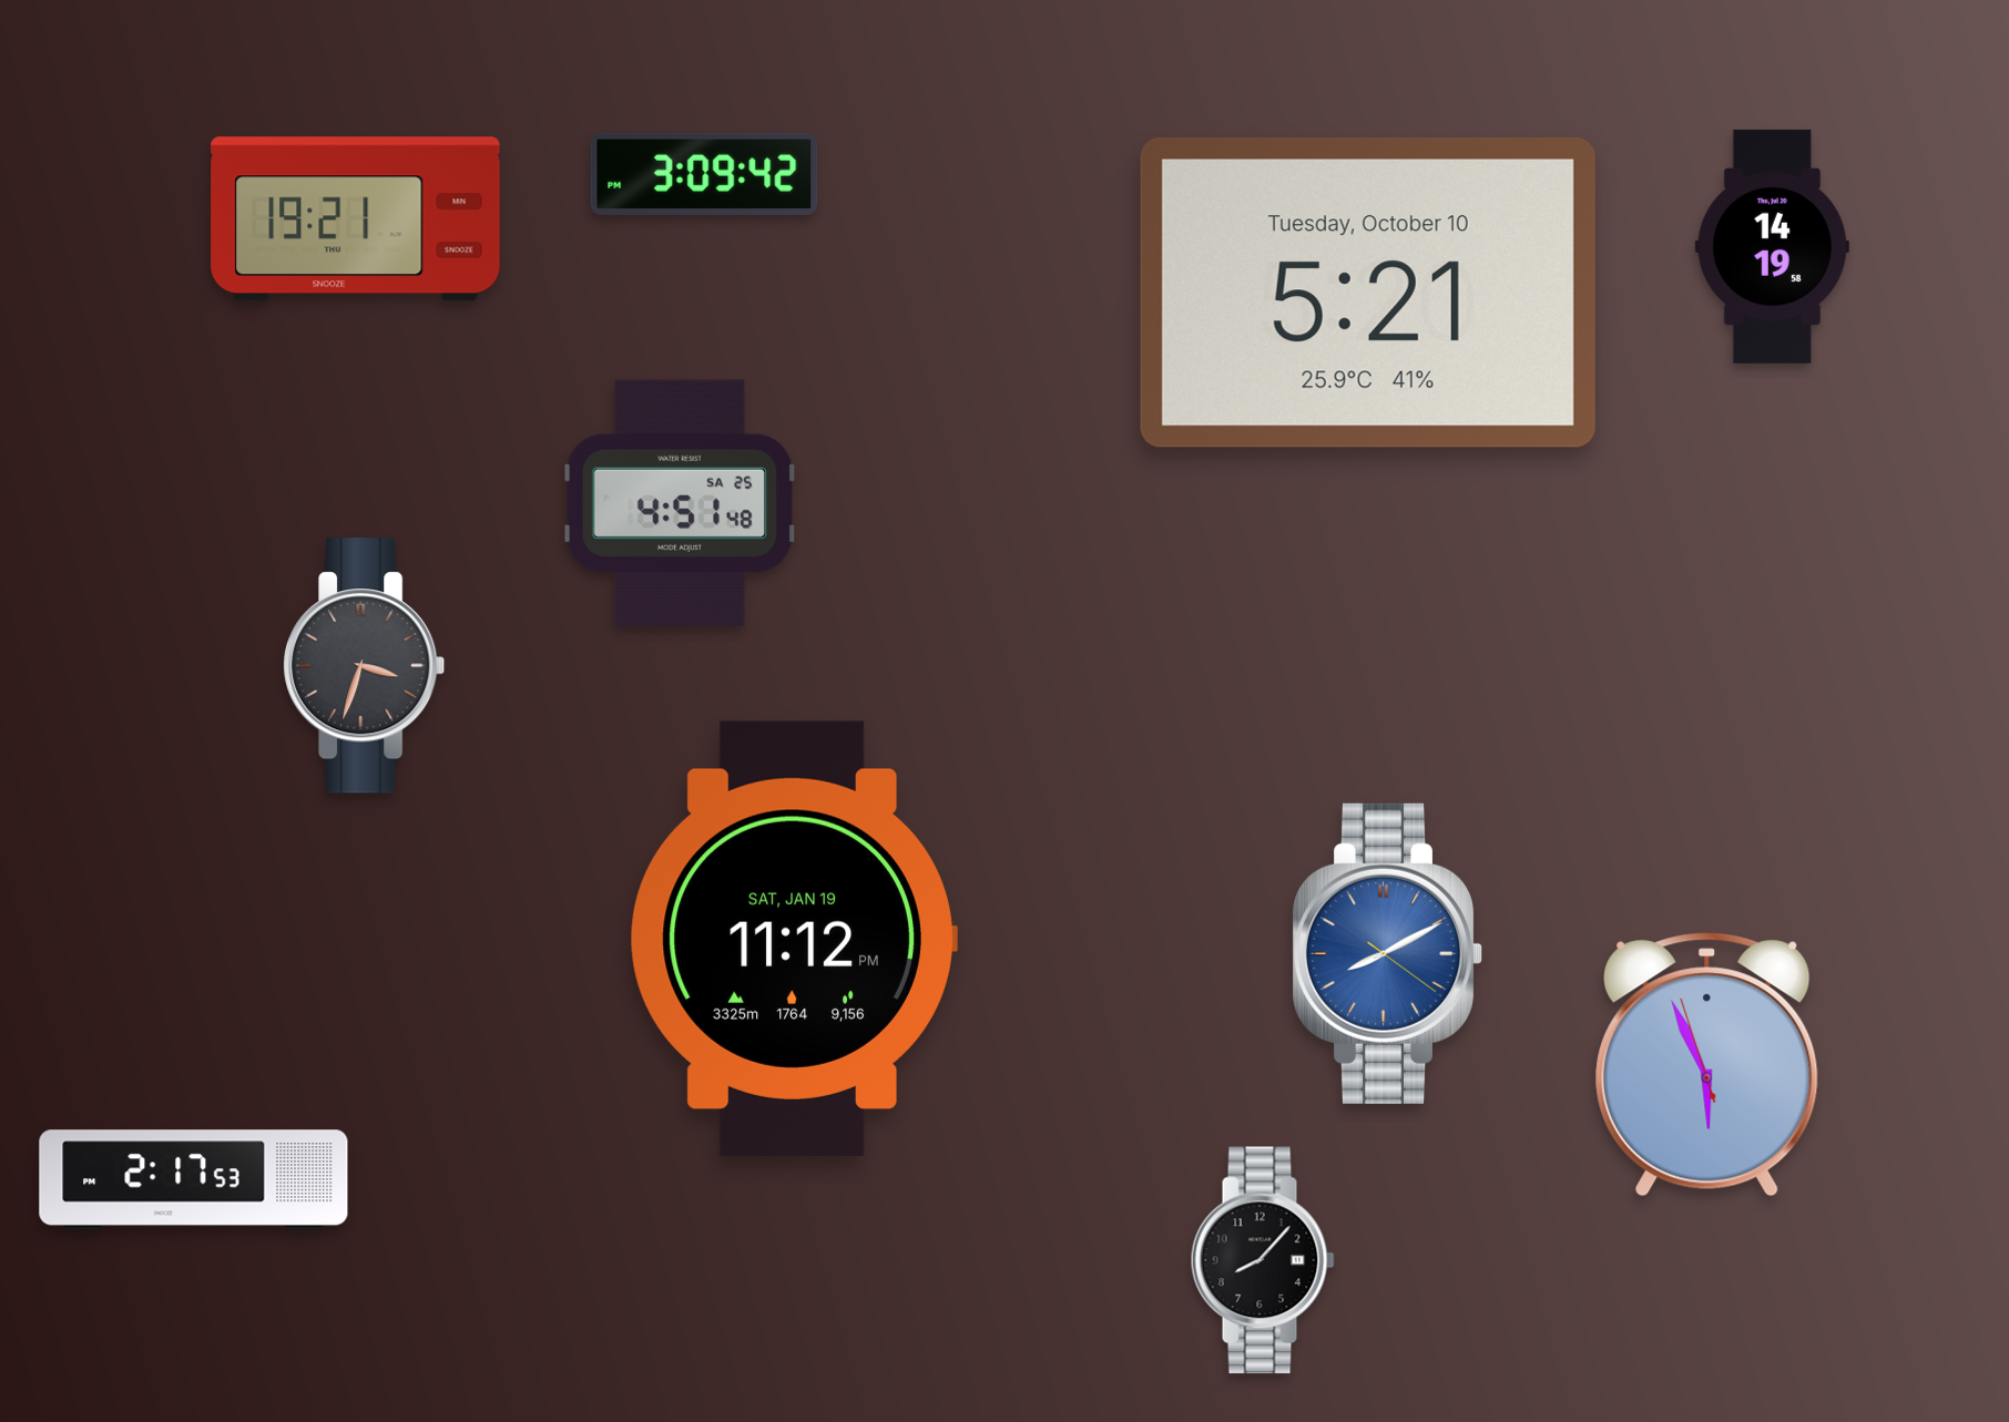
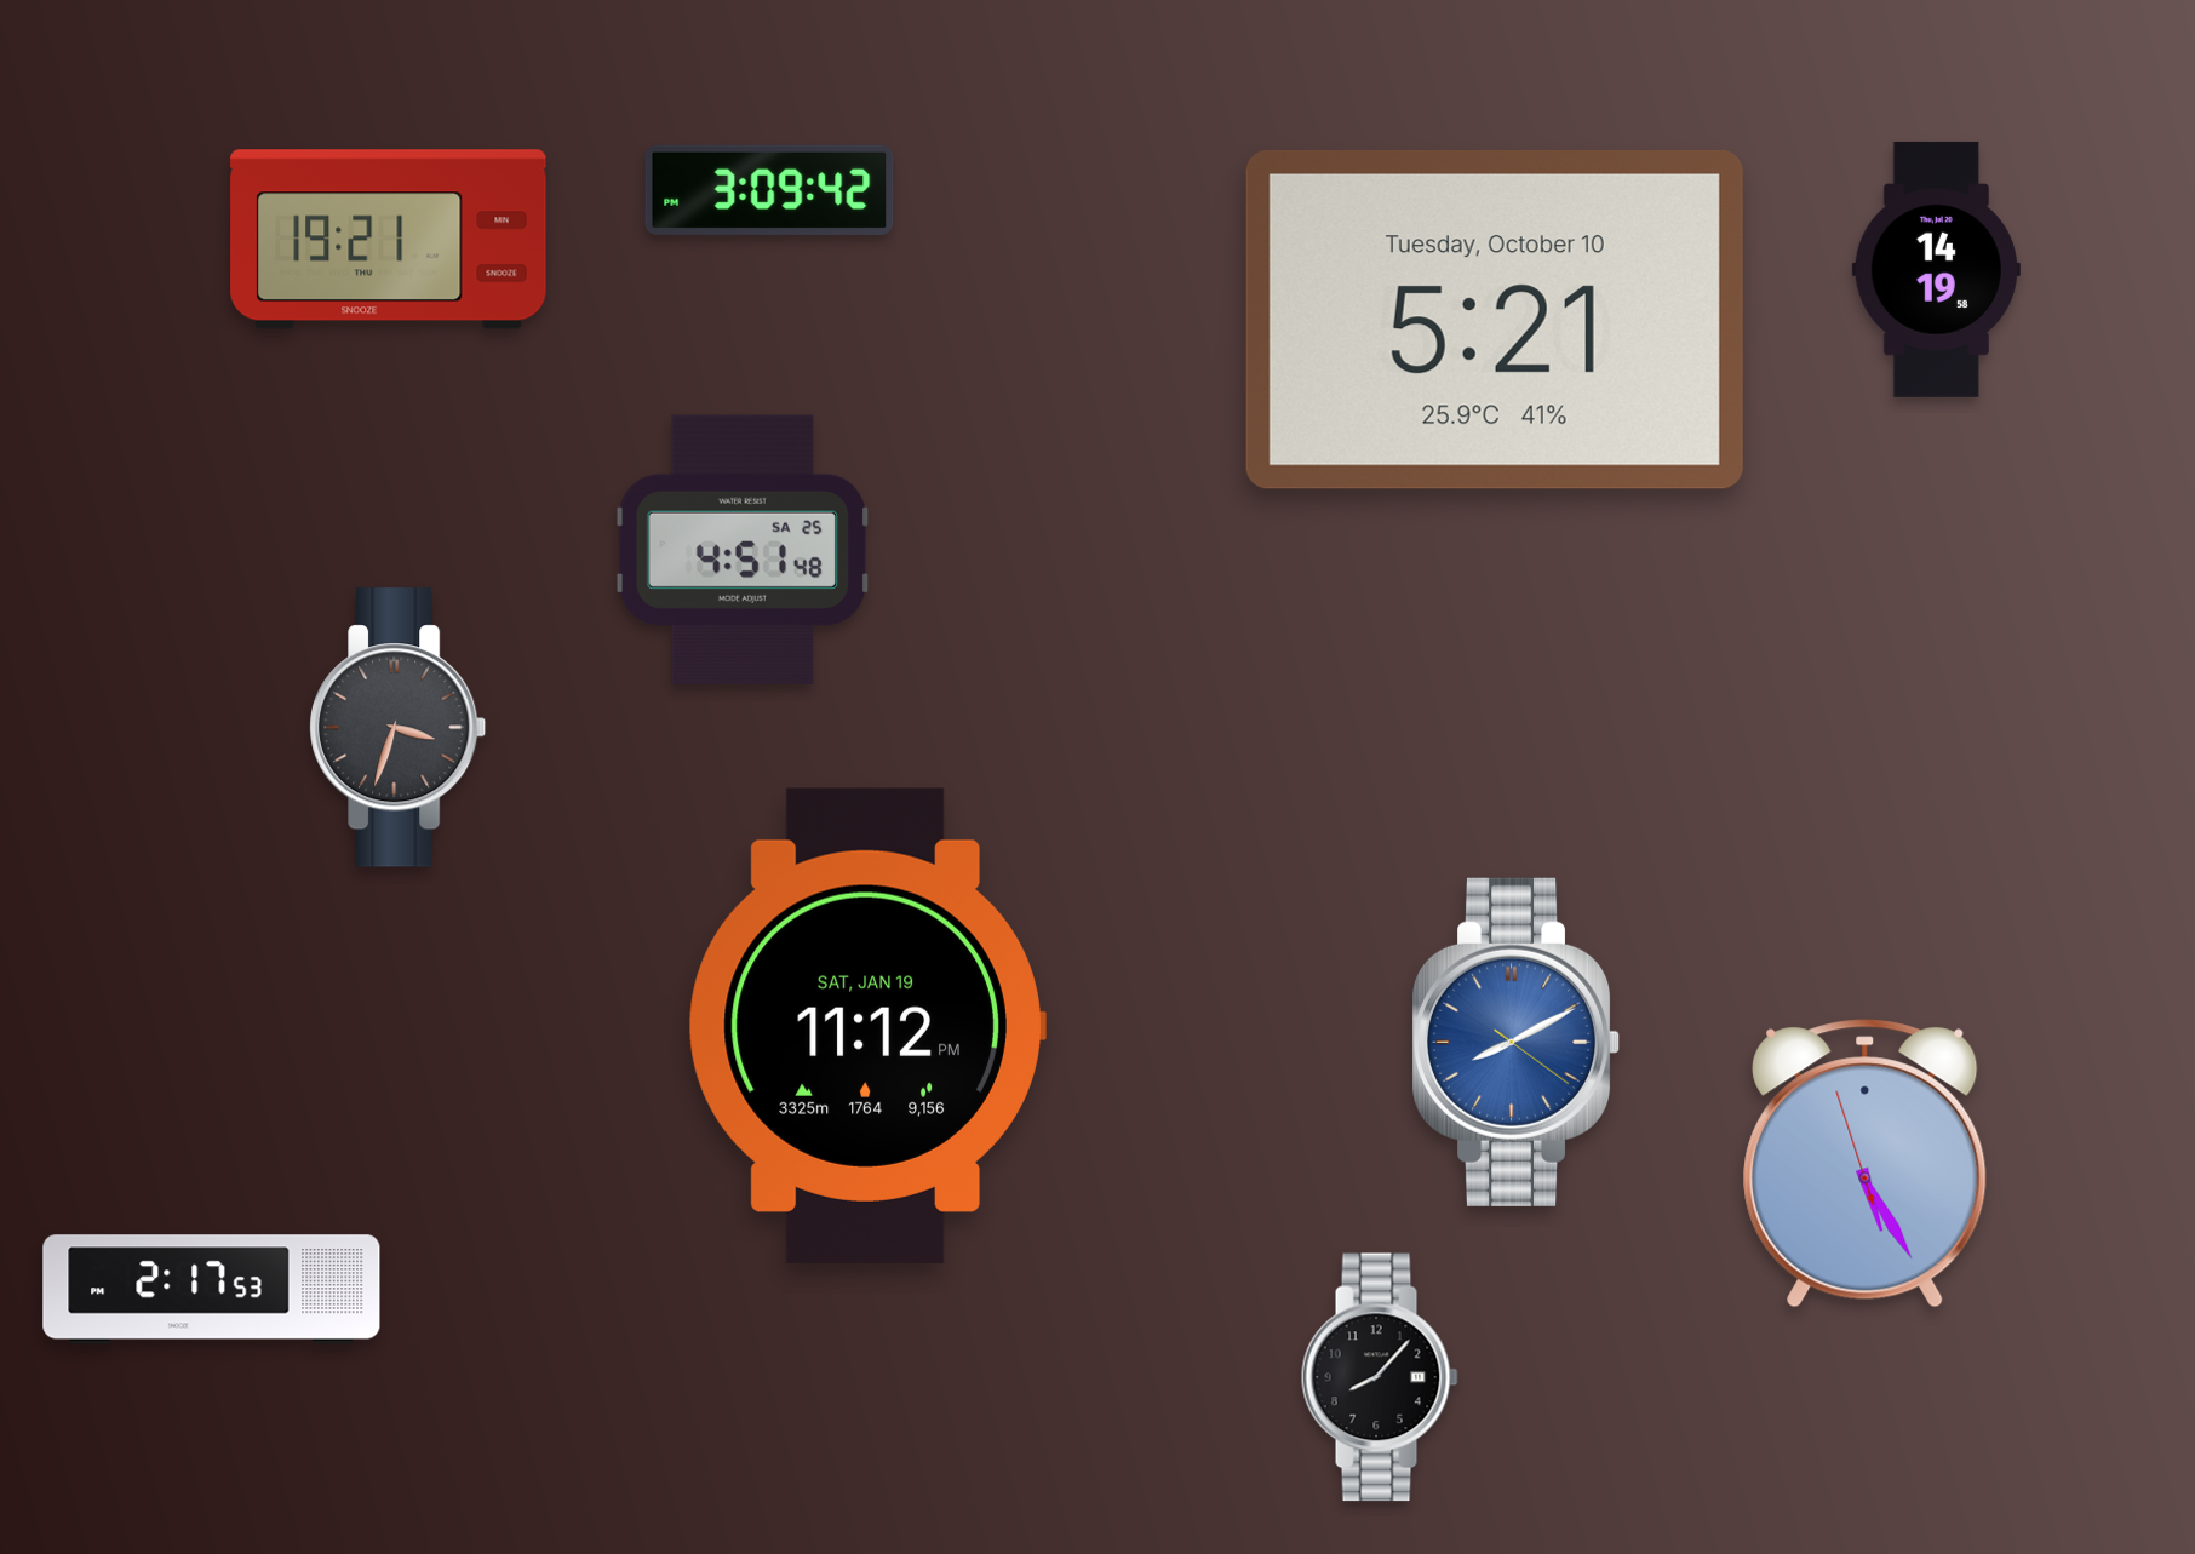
clock at (1707, 1065): 5:55 -> 5:24
